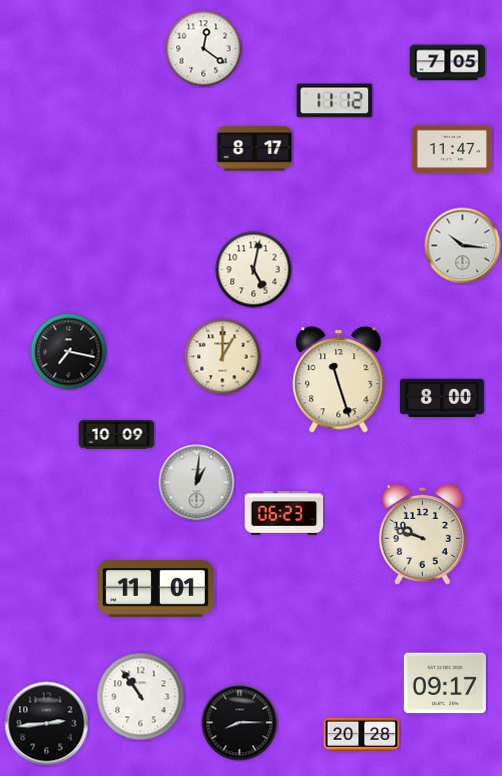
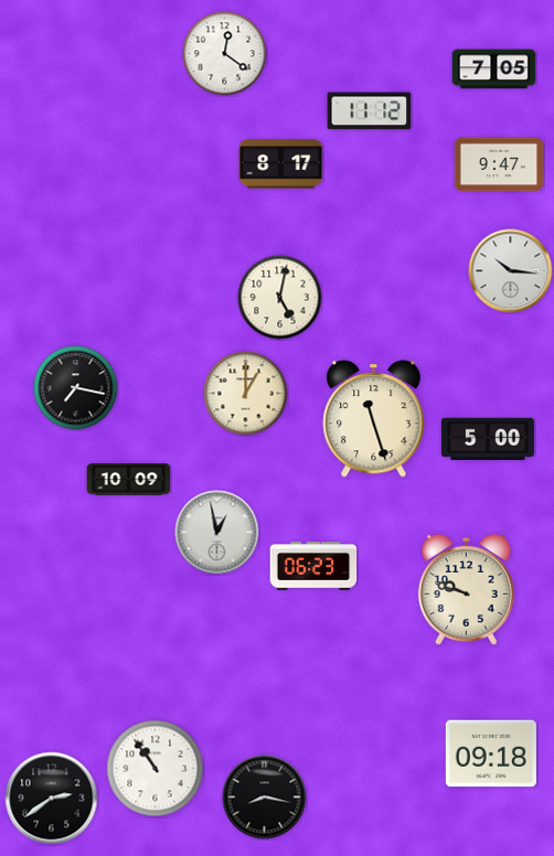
clock at (452, 149): 11:47 -> 9:47
clock at (442, 397): 8:00 -> 5:00
clock at (197, 483): 1:01 -> 12:58
clock at (155, 589): 11:01 -> none
clock at (445, 683): 09:17 -> 09:18
clock at (240, 723): 8:15 -> 8:17
clock at (47, 724): 2:44 -> 2:39
clock at (362, 734): 20:28 -> none
